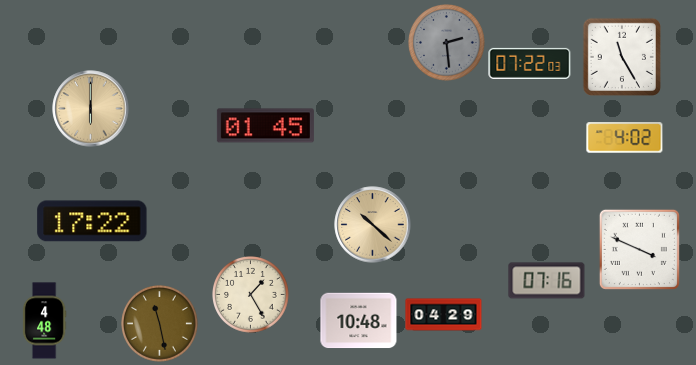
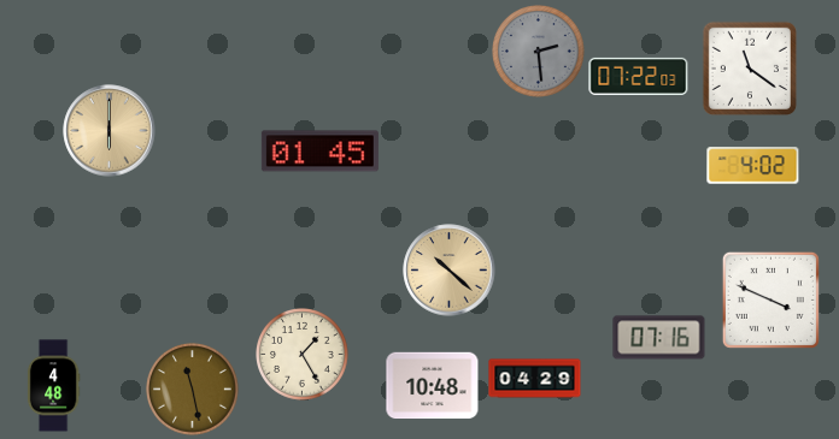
clock at (622, 57): 11:25 -> 11:21
clock at (92, 221): 17:22 -> none
